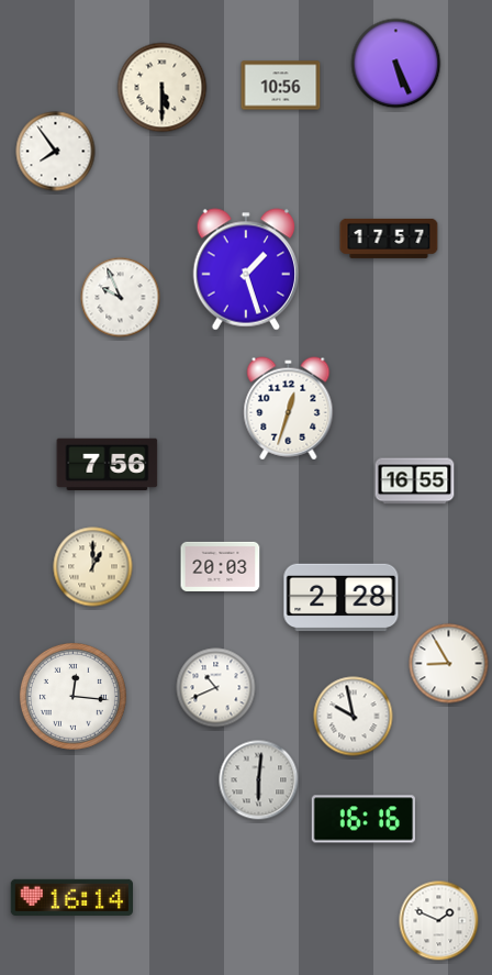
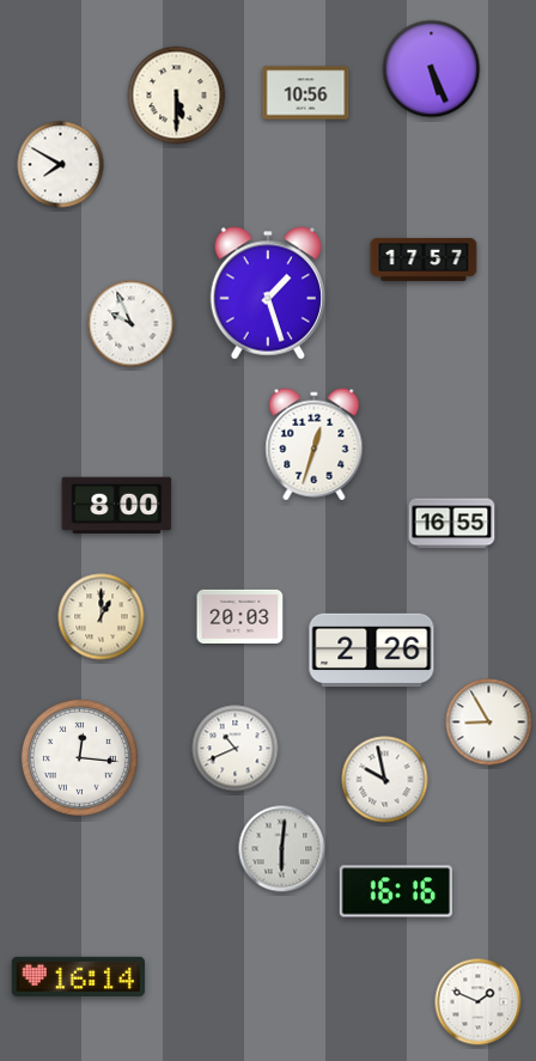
clock at (56, 152): 7:54 -> 7:50
clock at (108, 465): 7:56 -> 8:00
clock at (342, 598): 2:28 -> 2:26
